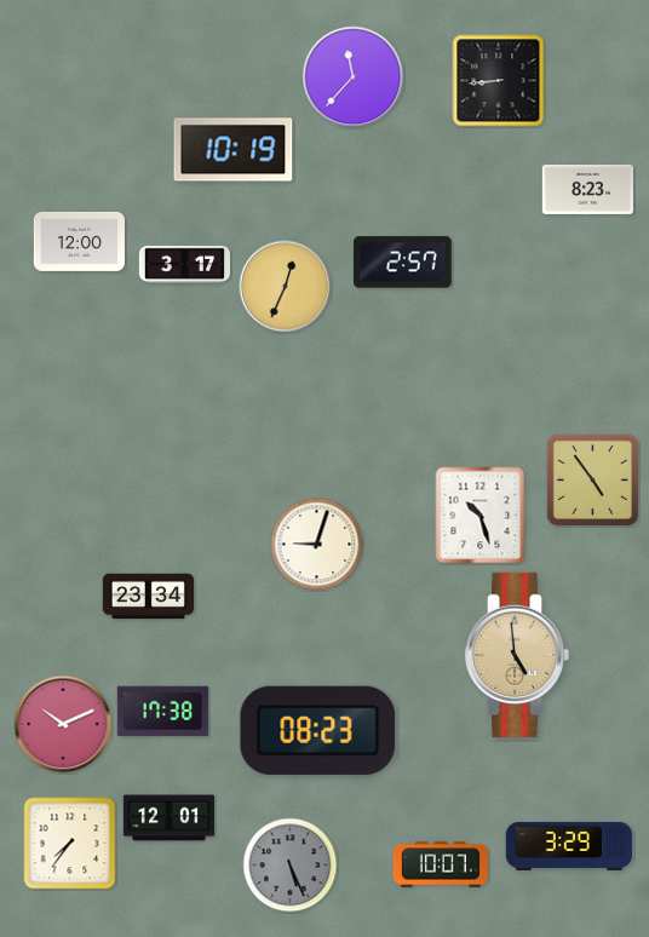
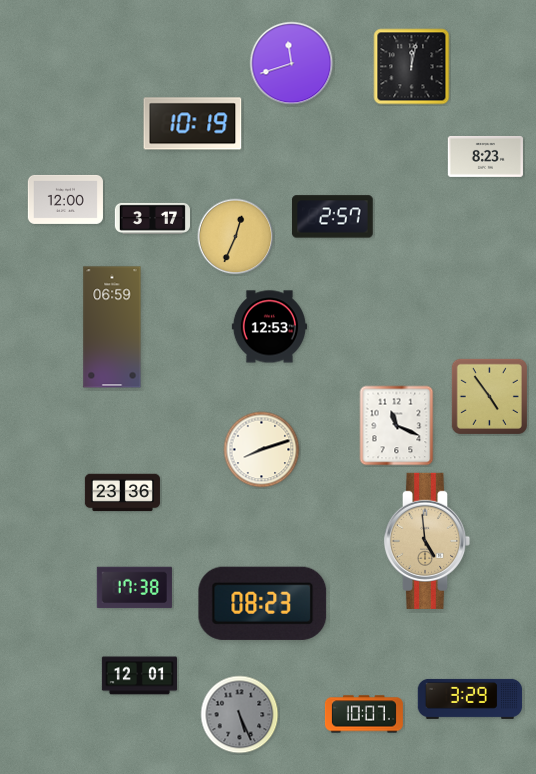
clock at (354, 77): 11:37 -> 11:42
clock at (499, 81): 8:44 -> 12:02
clock at (112, 327): none -> 06:59
clock at (269, 327): none -> 12:53
clock at (481, 516): 10:27 -> 11:19
clock at (317, 545): 9:03 -> 8:12
clock at (148, 597): 23:34 -> 23:36
clock at (63, 724): 10:11 -> none
clock at (70, 844): 7:36 -> none
